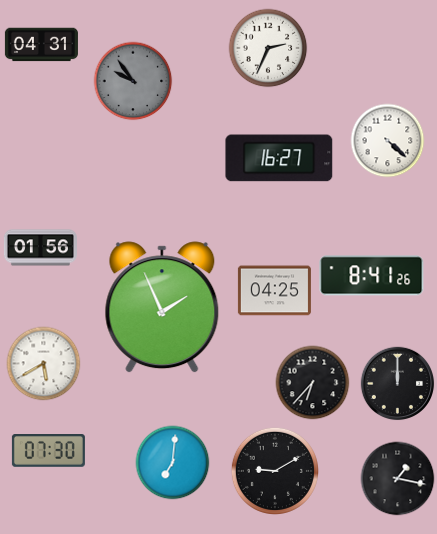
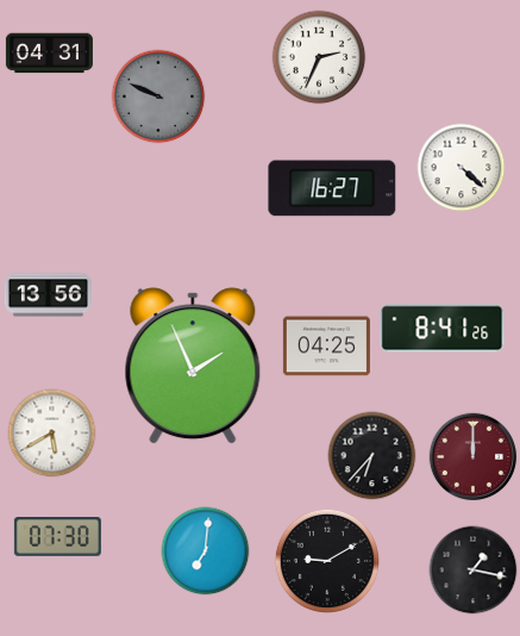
clock at (133, 81): 9:54 -> 9:49
clock at (40, 248): 01:56 -> 13:56
clock at (398, 384) dial: black -> burgundy
